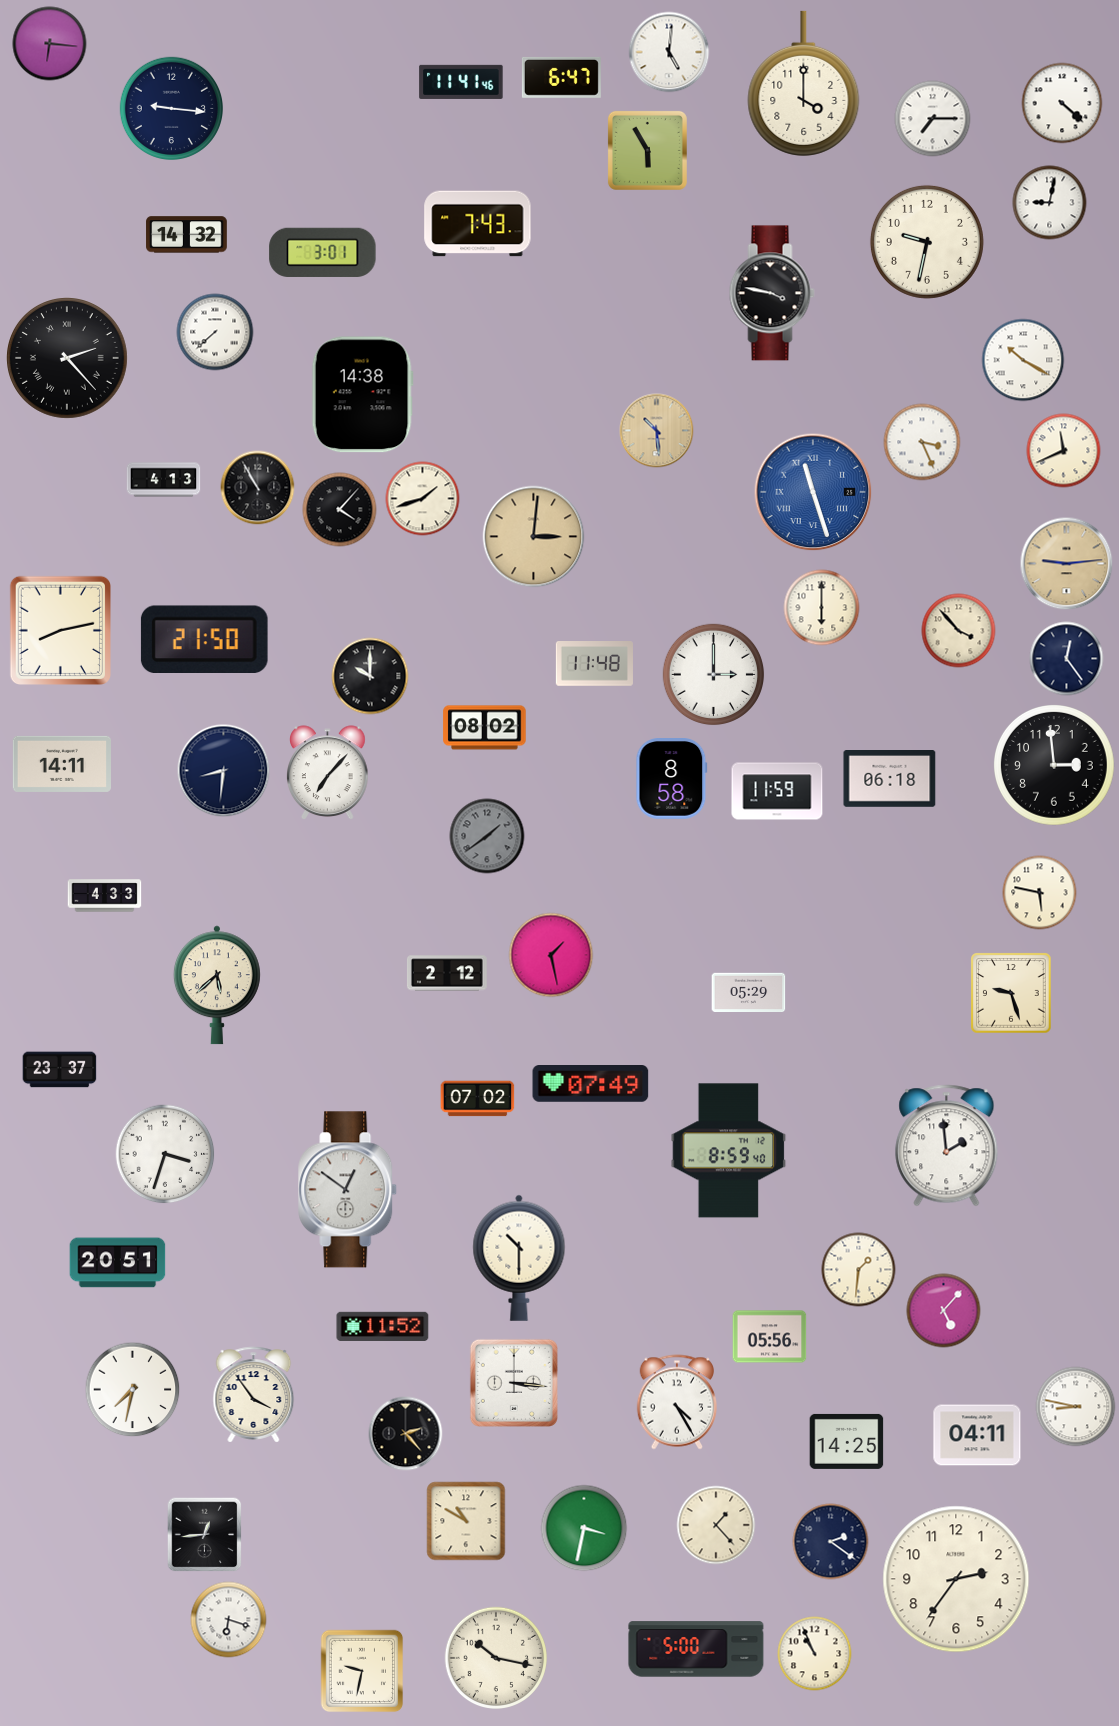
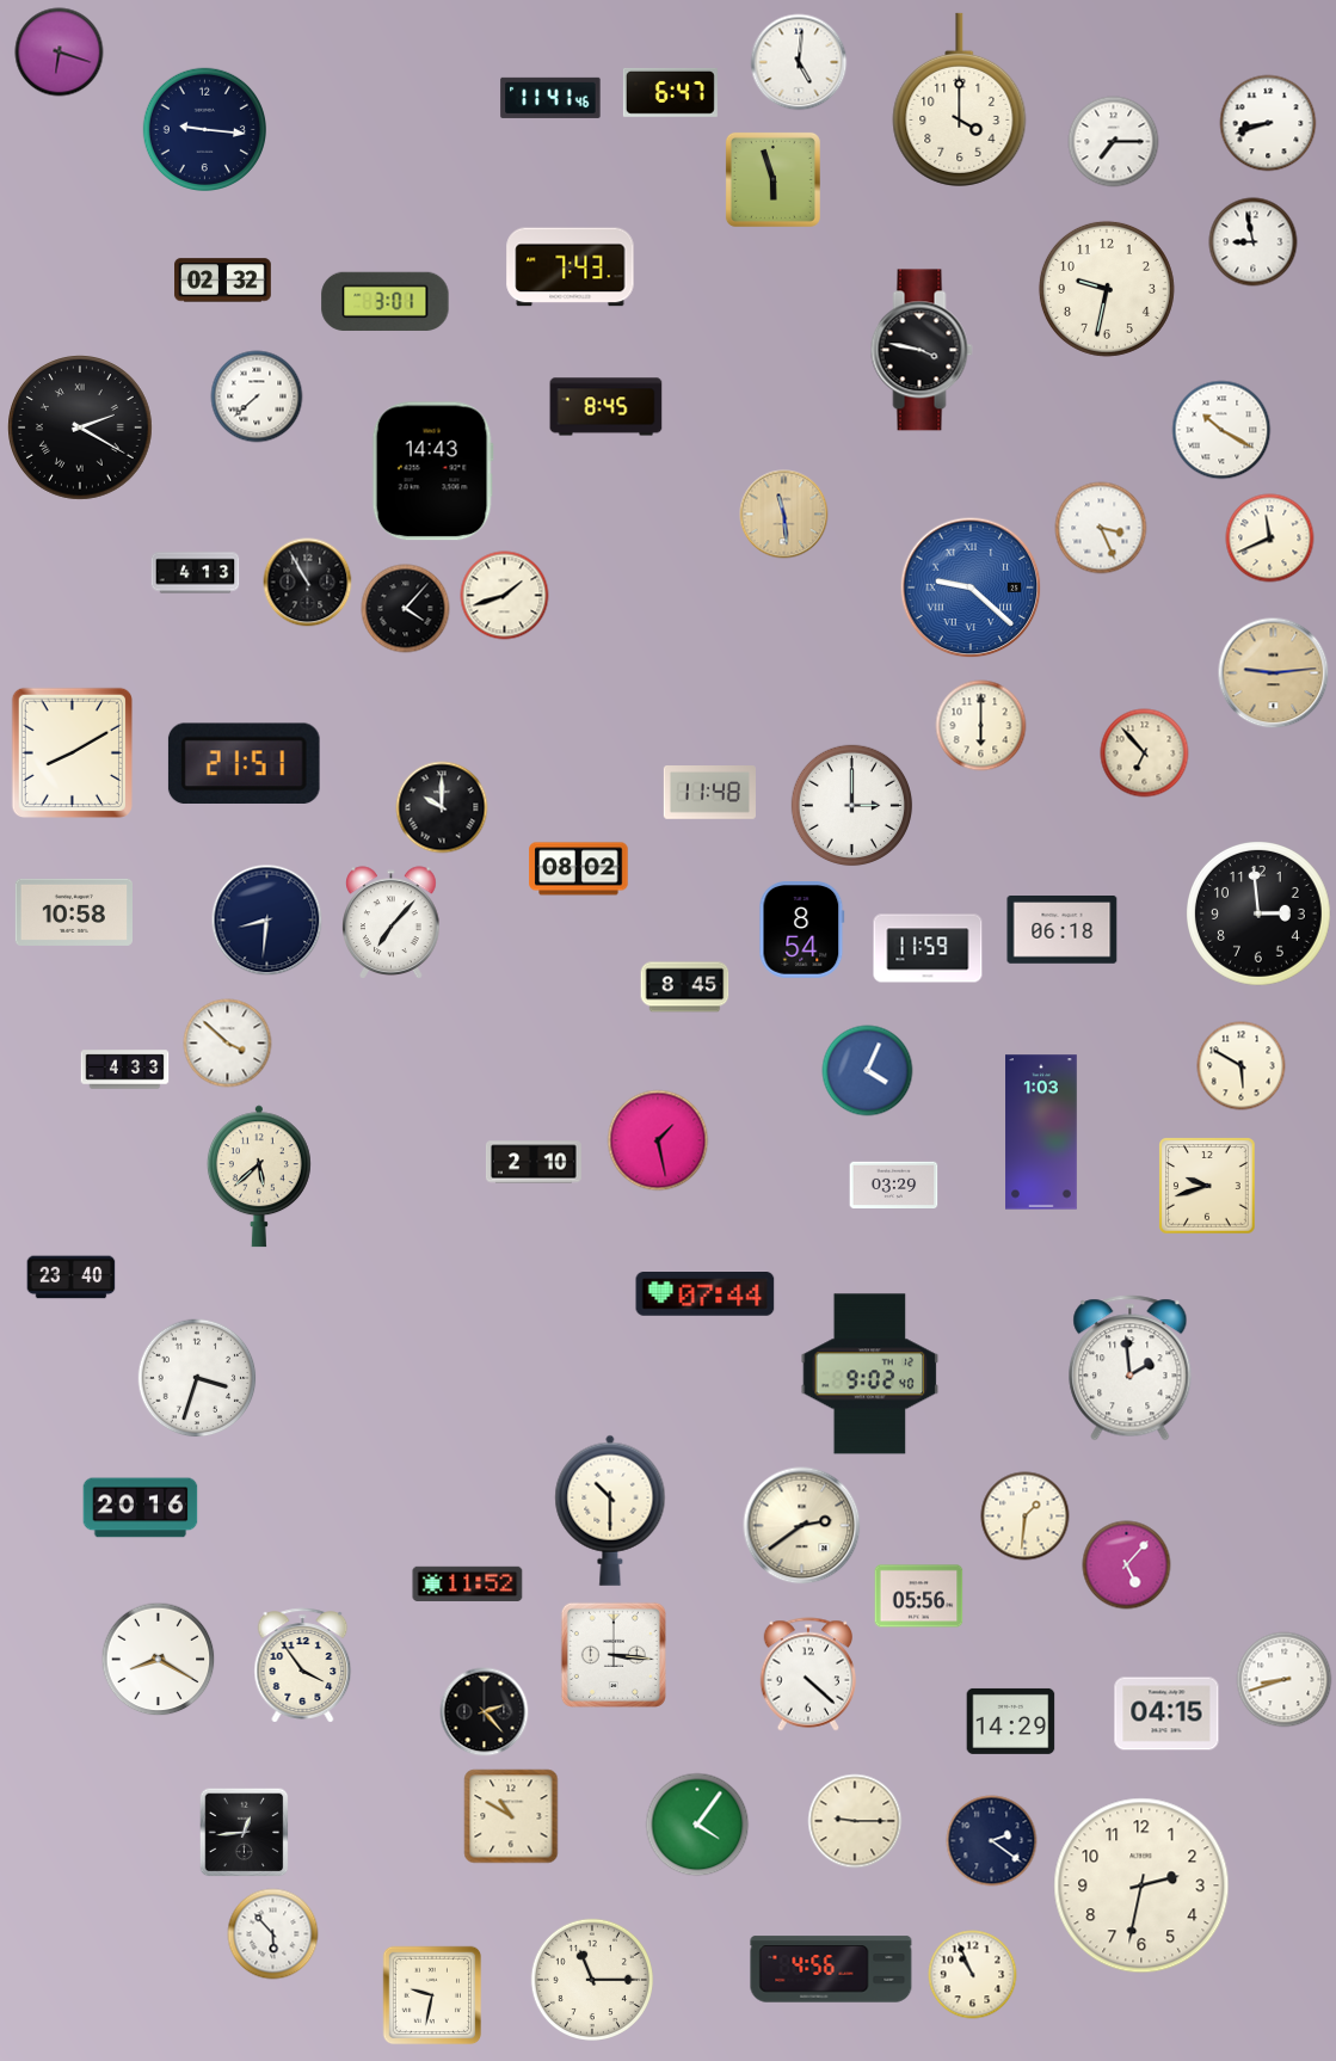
clock at (50, 44): 6:16 -> 6:18
clock at (1062, 103): 4:22 -> 8:42
clock at (647, 150): 5:55 -> 5:57
clock at (1050, 203): 9:02 -> 8:58
clock at (187, 235): 14:32 -> 02:32
clock at (607, 407): none -> 8:45
clock at (68, 359): 2:23 -> 2:20
clock at (362, 395): 14:38 -> 14:43
clock at (657, 431): 10:29 -> 11:29
clock at (813, 492): 11:27 -> 9:22
clock at (534, 537): 3:01 -> none
clock at (60, 630): 8:13 -> 8:10
clock at (959, 631): 3:53 -> 6:53
clock at (204, 639): 21:50 -> 21:51
clock at (1067, 659): 12:24 -> none
clock at (61, 764): 14:11 -> 10:58
clock at (672, 779): 8:58 -> 8:54
clock at (777, 791) position: (777, 791) -> (928, 948)
clock at (685, 988): none -> 8:45
clock at (487, 836): 1:39 -> none
clock at (228, 1044): none -> 3:52
clock at (1040, 893): 5:47 -> 5:50
clock at (868, 1071): none -> 4:04
clock at (1042, 1132): none -> 1:03
clock at (447, 973): 2:12 -> 2:10
clock at (749, 992): 05:29 -> 03:29
clock at (1011, 993): 9:27 -> 9:42
clock at (60, 1070): 23:37 -> 23:40
clock at (591, 1084): 07:49 -> 07:44
clock at (478, 1099): 07:02 -> none
clock at (729, 1151): 8:59 -> 9:02
clock at (348, 1190): 12:51 -> none
clock at (519, 1258) position: (519, 1258) -> (610, 1511)
clock at (118, 1263): 20:51 -> 20:16
clock at (802, 1526): none -> 2:39
clock at (383, 1326) position: (383, 1326) -> (468, 1583)
clock at (514, 1383) position: (514, 1383) -> (614, 1655)
clock at (133, 1390): 7:32 -> 8:20
clock at (677, 1402): 4:25 -> 4:22
clock at (1076, 1407): 8:47 -> 8:42
clock at (977, 1435): 04:11 -> 04:15
clock at (847, 1441): 14:25 -> 14:29
clock at (466, 1521) position: (466, 1521) -> (511, 1816)
clock at (716, 1525): 1:23 -> 9:15
clock at (584, 1528): 3:32 -> 4:06
clock at (956, 1579): 2:36 -> 2:32
clock at (229, 1620): 6:18 -> 5:53
clock at (696, 1649): 5:00 -> 4:56
clock at (495, 1657): 10:17 -> 11:15
